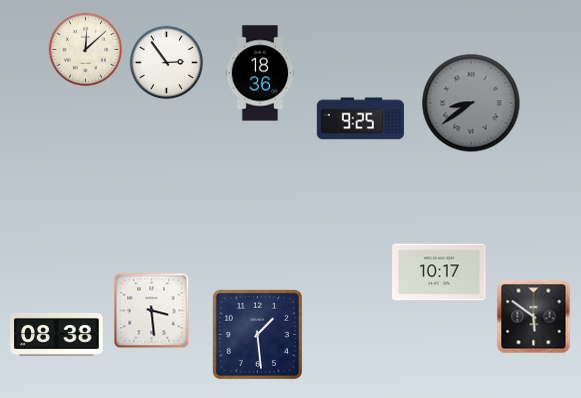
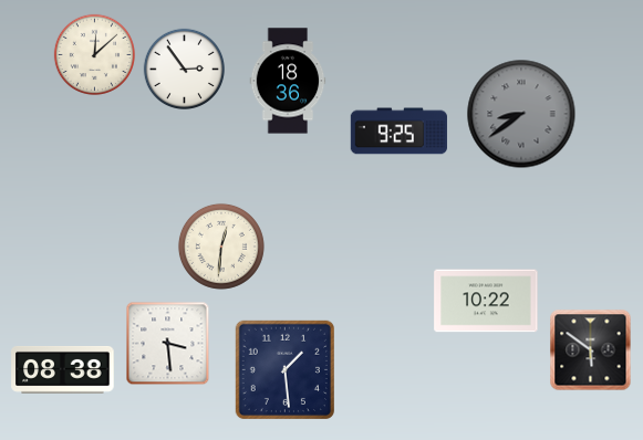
clock at (221, 247): none -> 12:31
clock at (439, 272): 10:17 -> 10:22
